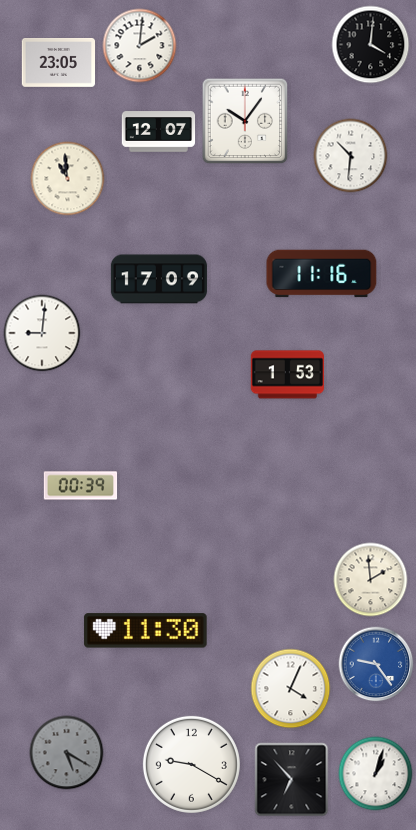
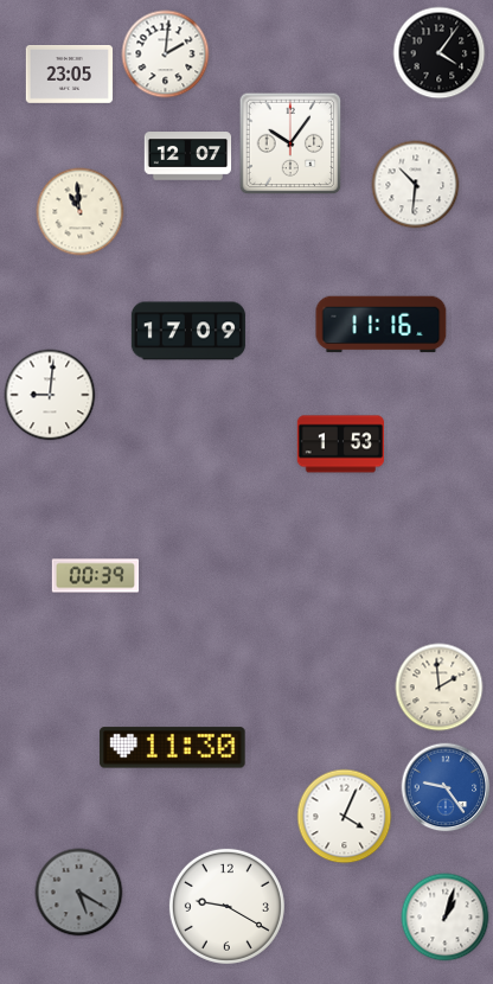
clock at (371, 45): 4:01 -> 4:06
clock at (292, 780): 6:53 -> none
